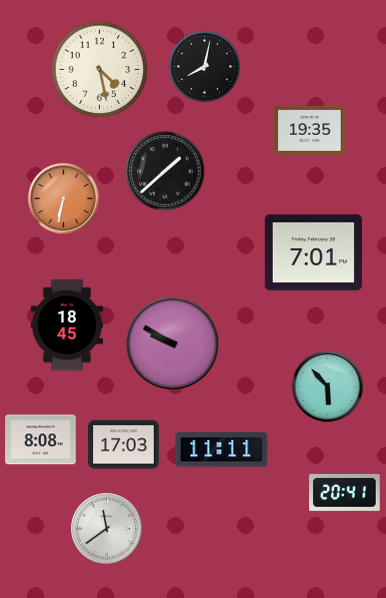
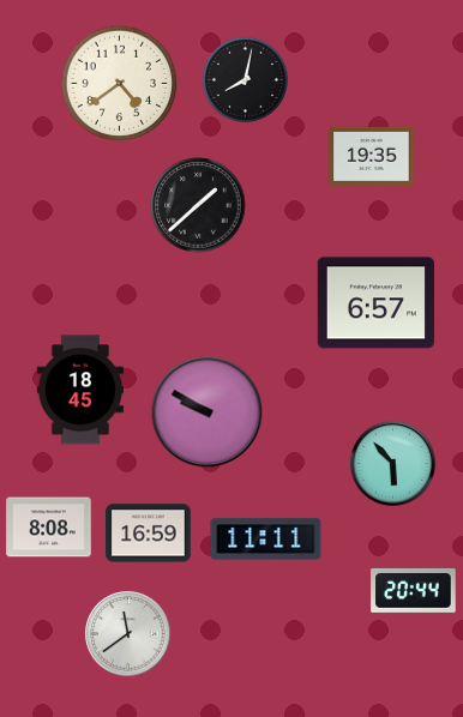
clock at (100, 70): 4:28 -> 4:39
clock at (64, 199): 6:32 -> none
clock at (313, 253): 7:01 -> 6:57
clock at (124, 445): 17:03 -> 16:59
clock at (345, 493): 20:41 -> 20:44
